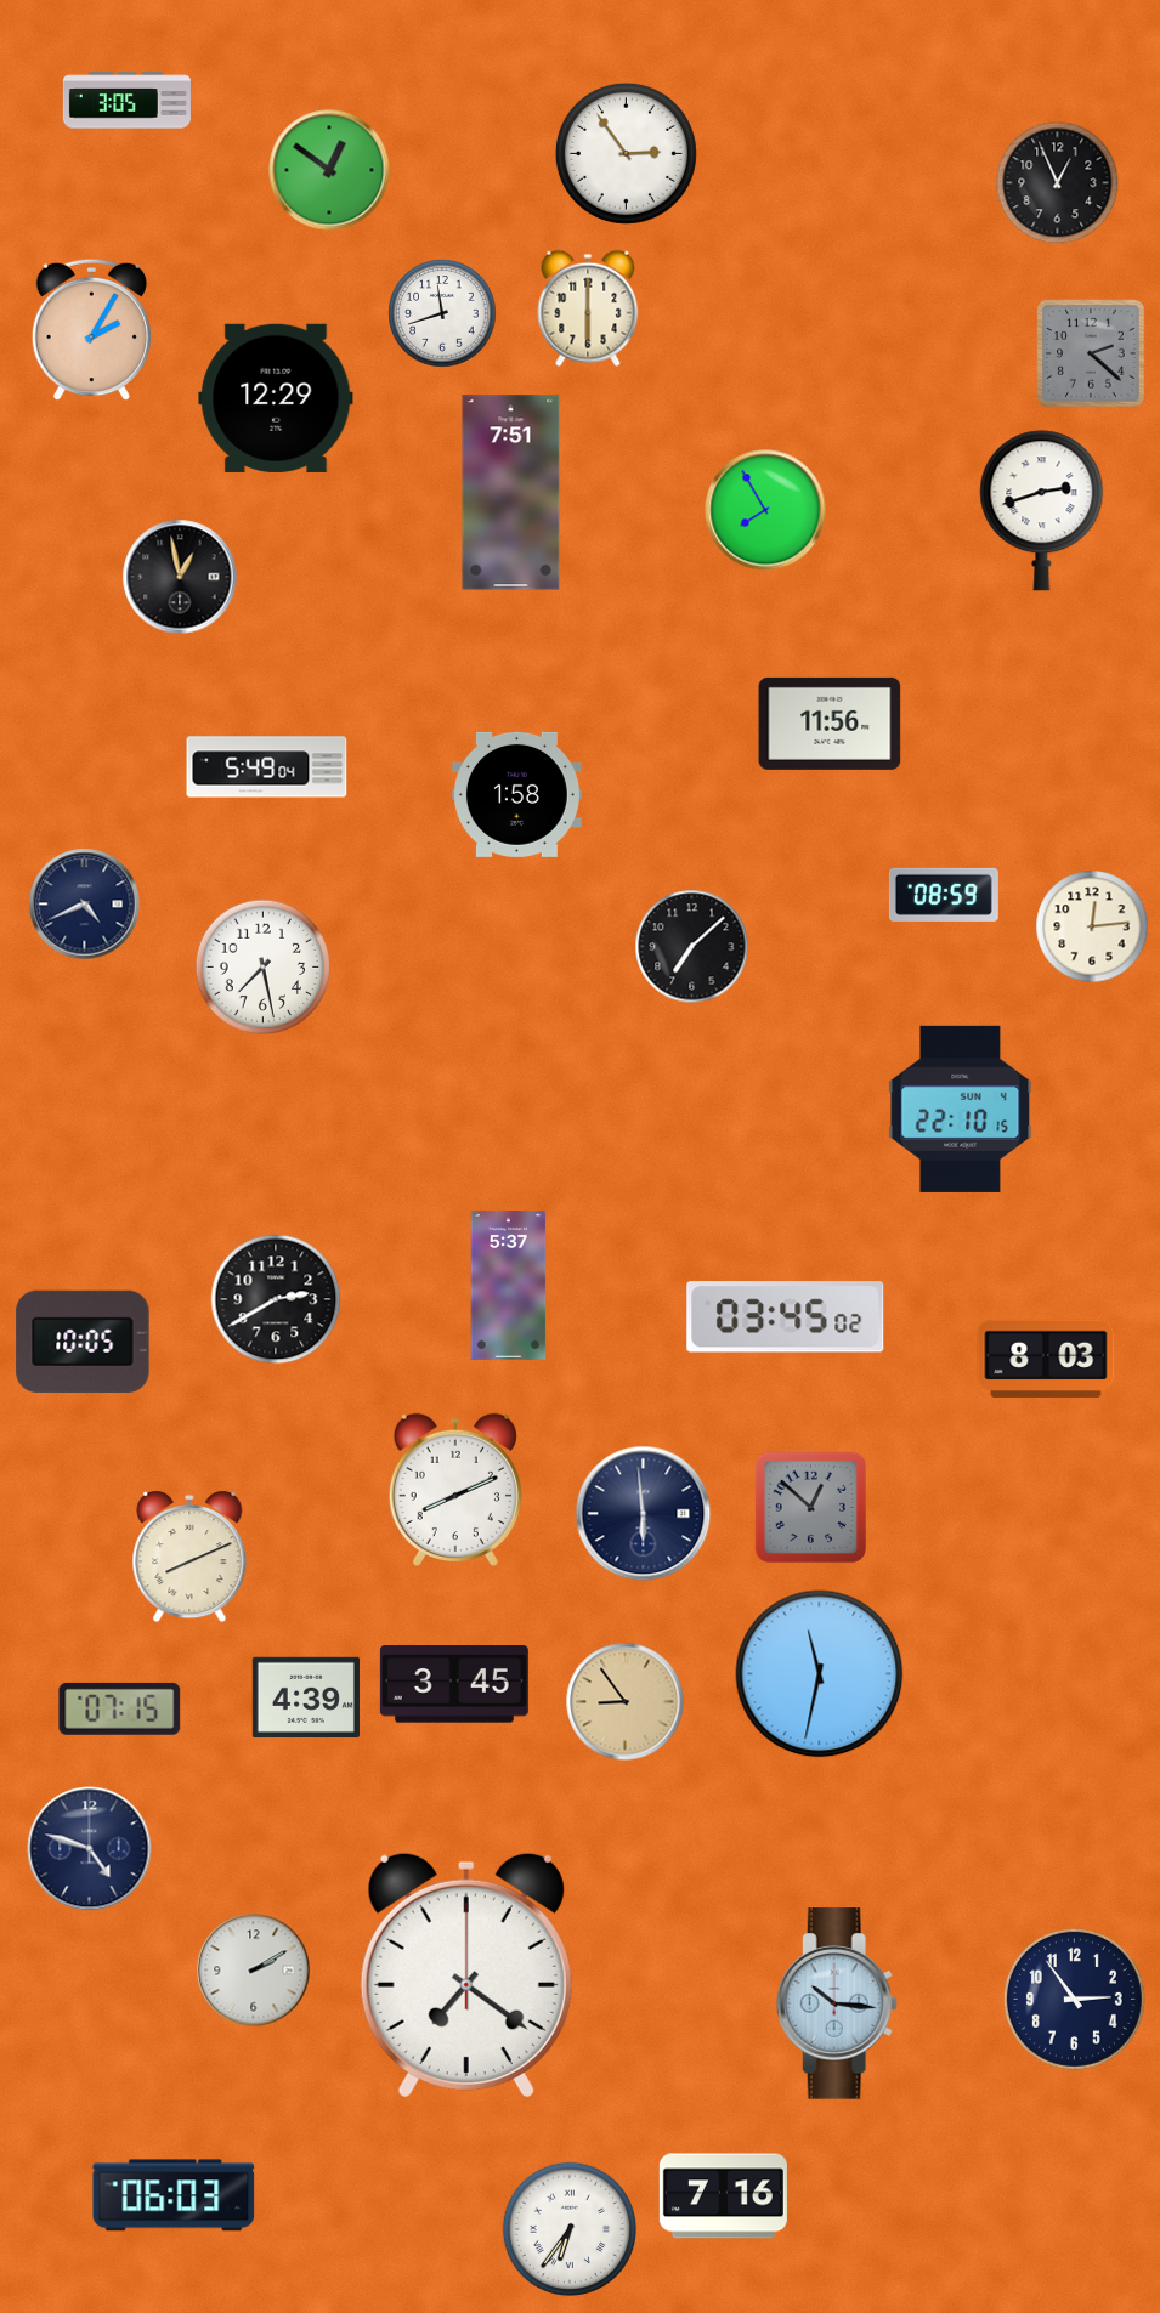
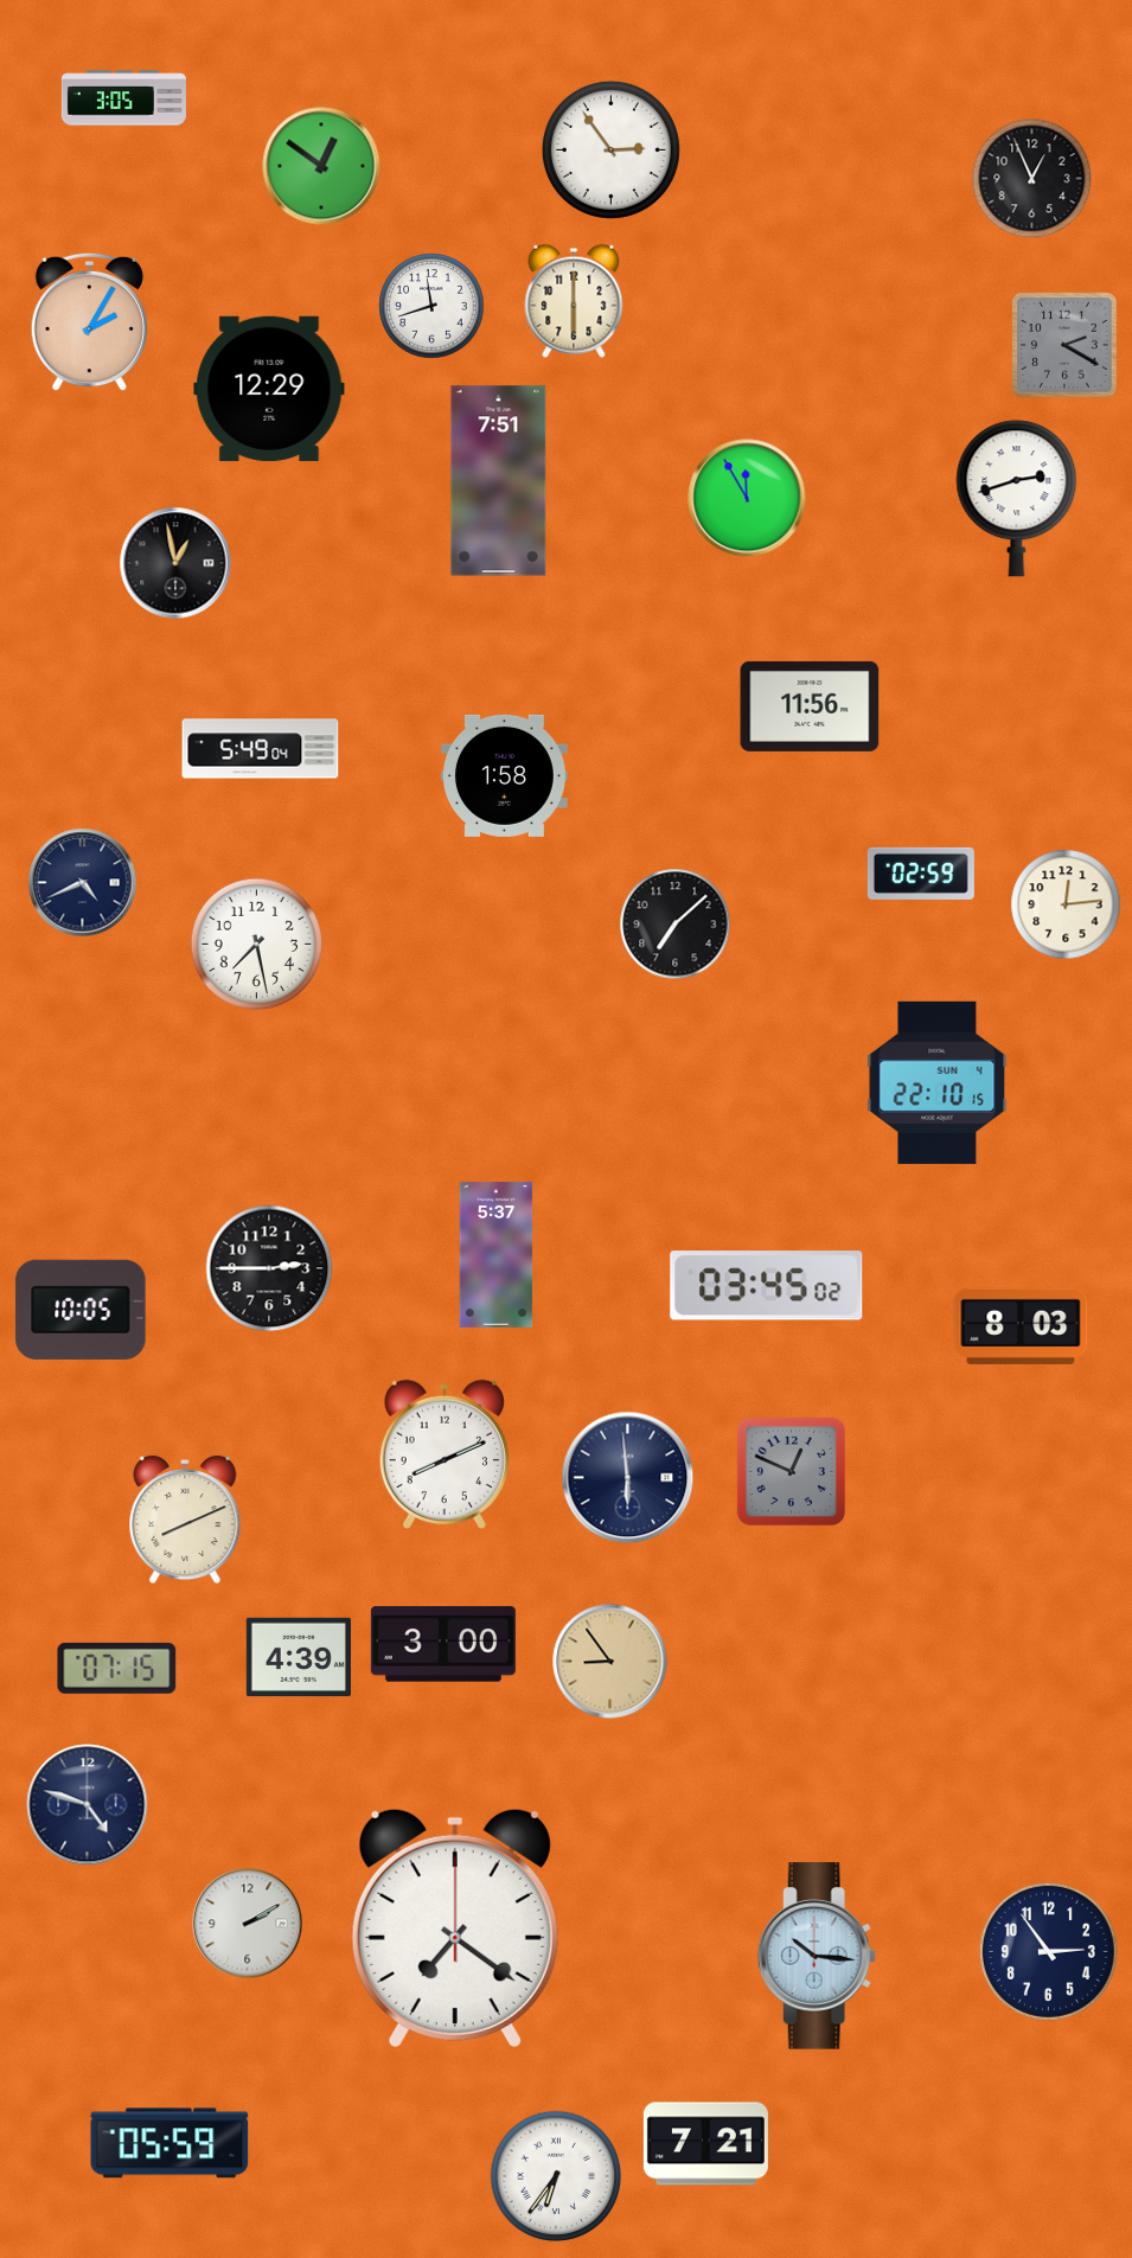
clock at (1091, 353): 2:22 -> 2:20
clock at (765, 510): 7:55 -> 11:55
clock at (944, 895): 08:59 -> 02:59
clock at (276, 1299): 2:40 -> 2:45
clock at (810, 1507): 12:52 -> 12:49
clock at (820, 1674): 11:32 -> none
clock at (454, 1684): 3:45 -> 3:00
clock at (174, 2195): 06:03 -> 05:59
clock at (723, 2196): 7:16 -> 7:21
